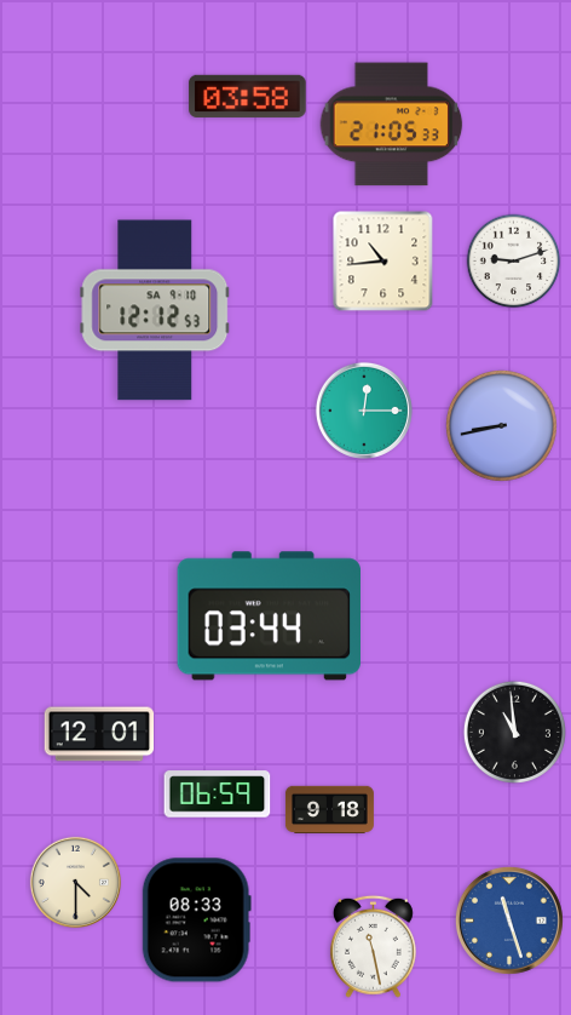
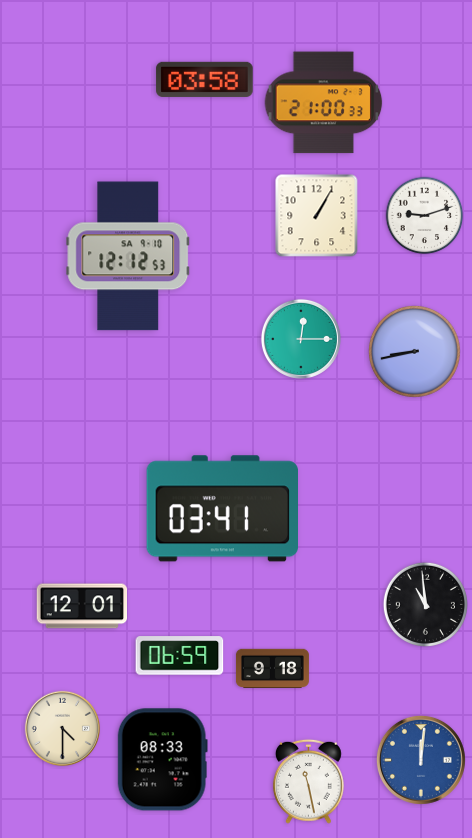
clock at (392, 125): 21:05 -> 21:00
clock at (383, 262): 10:44 -> 1:05
clock at (269, 617): 03:44 -> 03:41
clock at (509, 921): 11:27 -> 12:01
